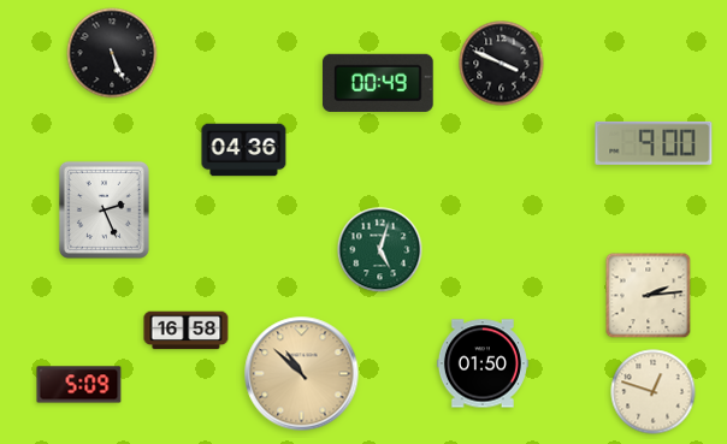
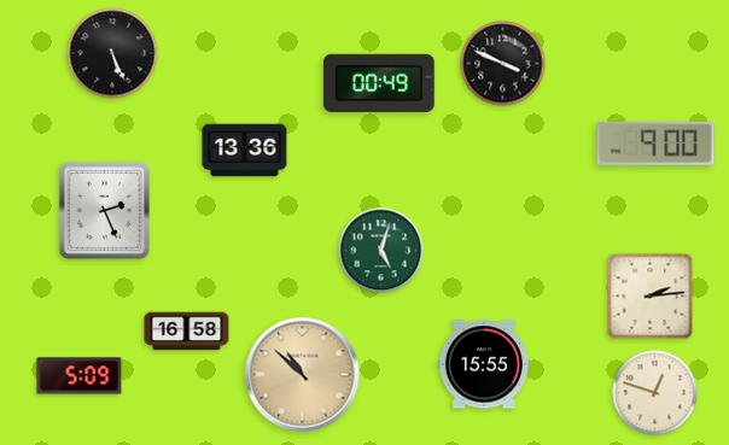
clock at (244, 150): 04:36 -> 13:36
clock at (483, 363): 01:50 -> 15:55
clock at (79, 385) position: (79, 385) -> (80, 376)
